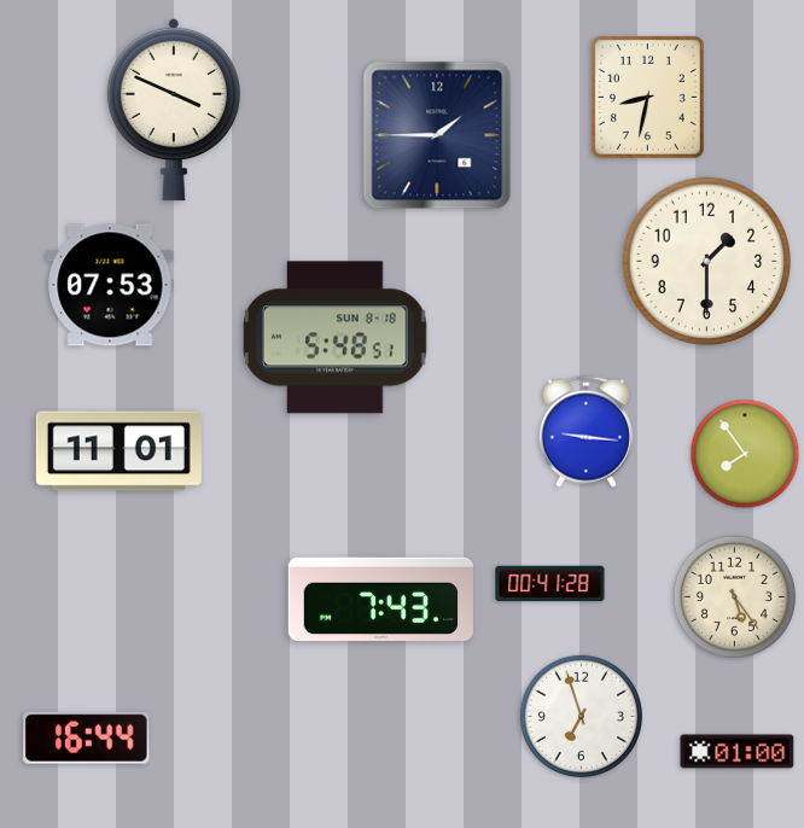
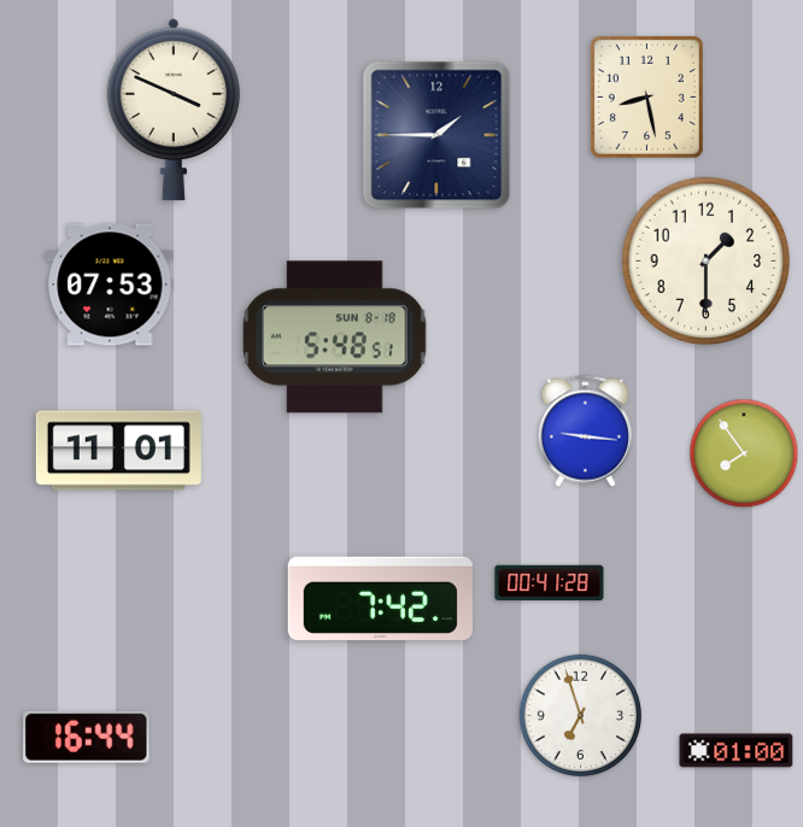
clock at (647, 97): 8:32 -> 8:28
clock at (734, 596): 5:24 -> none
clock at (380, 599): 7:43 -> 7:42
